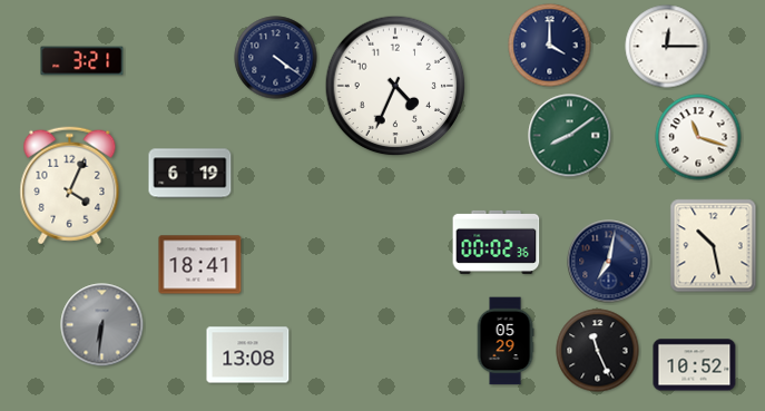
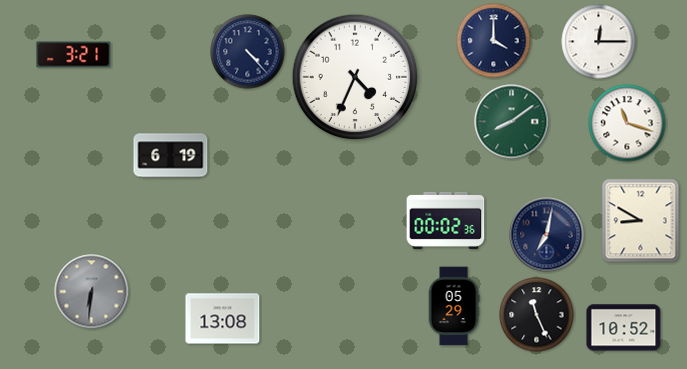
clock at (276, 58): 4:21 -> 4:23
clock at (70, 186): 4:04 -> none
clock at (497, 242) position: (497, 242) -> (446, 220)
clock at (714, 246): 10:28 -> 8:50
clock at (200, 265): 18:41 -> none
